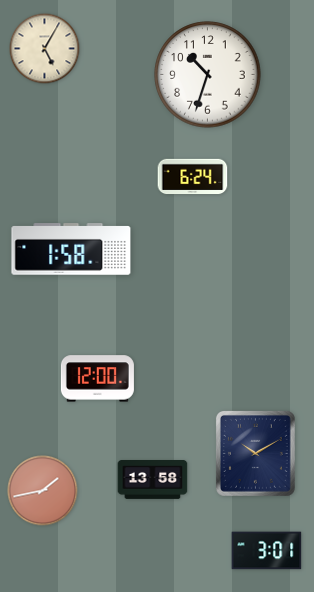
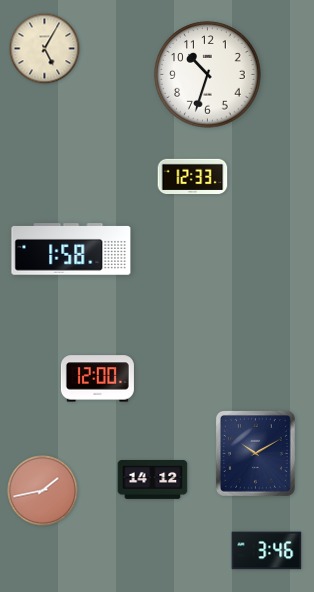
clock at (193, 177): 6:24 -> 12:33
clock at (153, 480): 13:58 -> 14:12
clock at (267, 551): 3:01 -> 3:46
